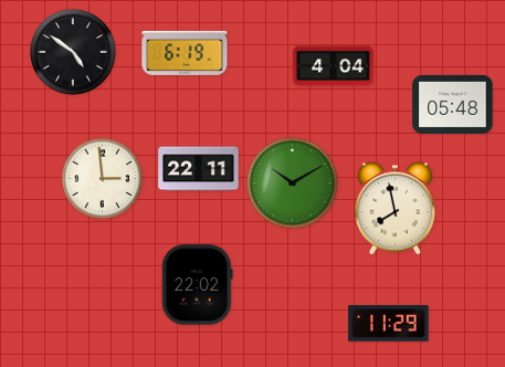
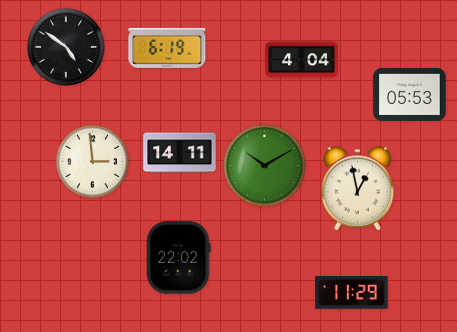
clock at (453, 104): 05:48 -> 05:53
clock at (199, 169): 22:11 -> 14:11
clock at (394, 209): 7:58 -> 12:58
